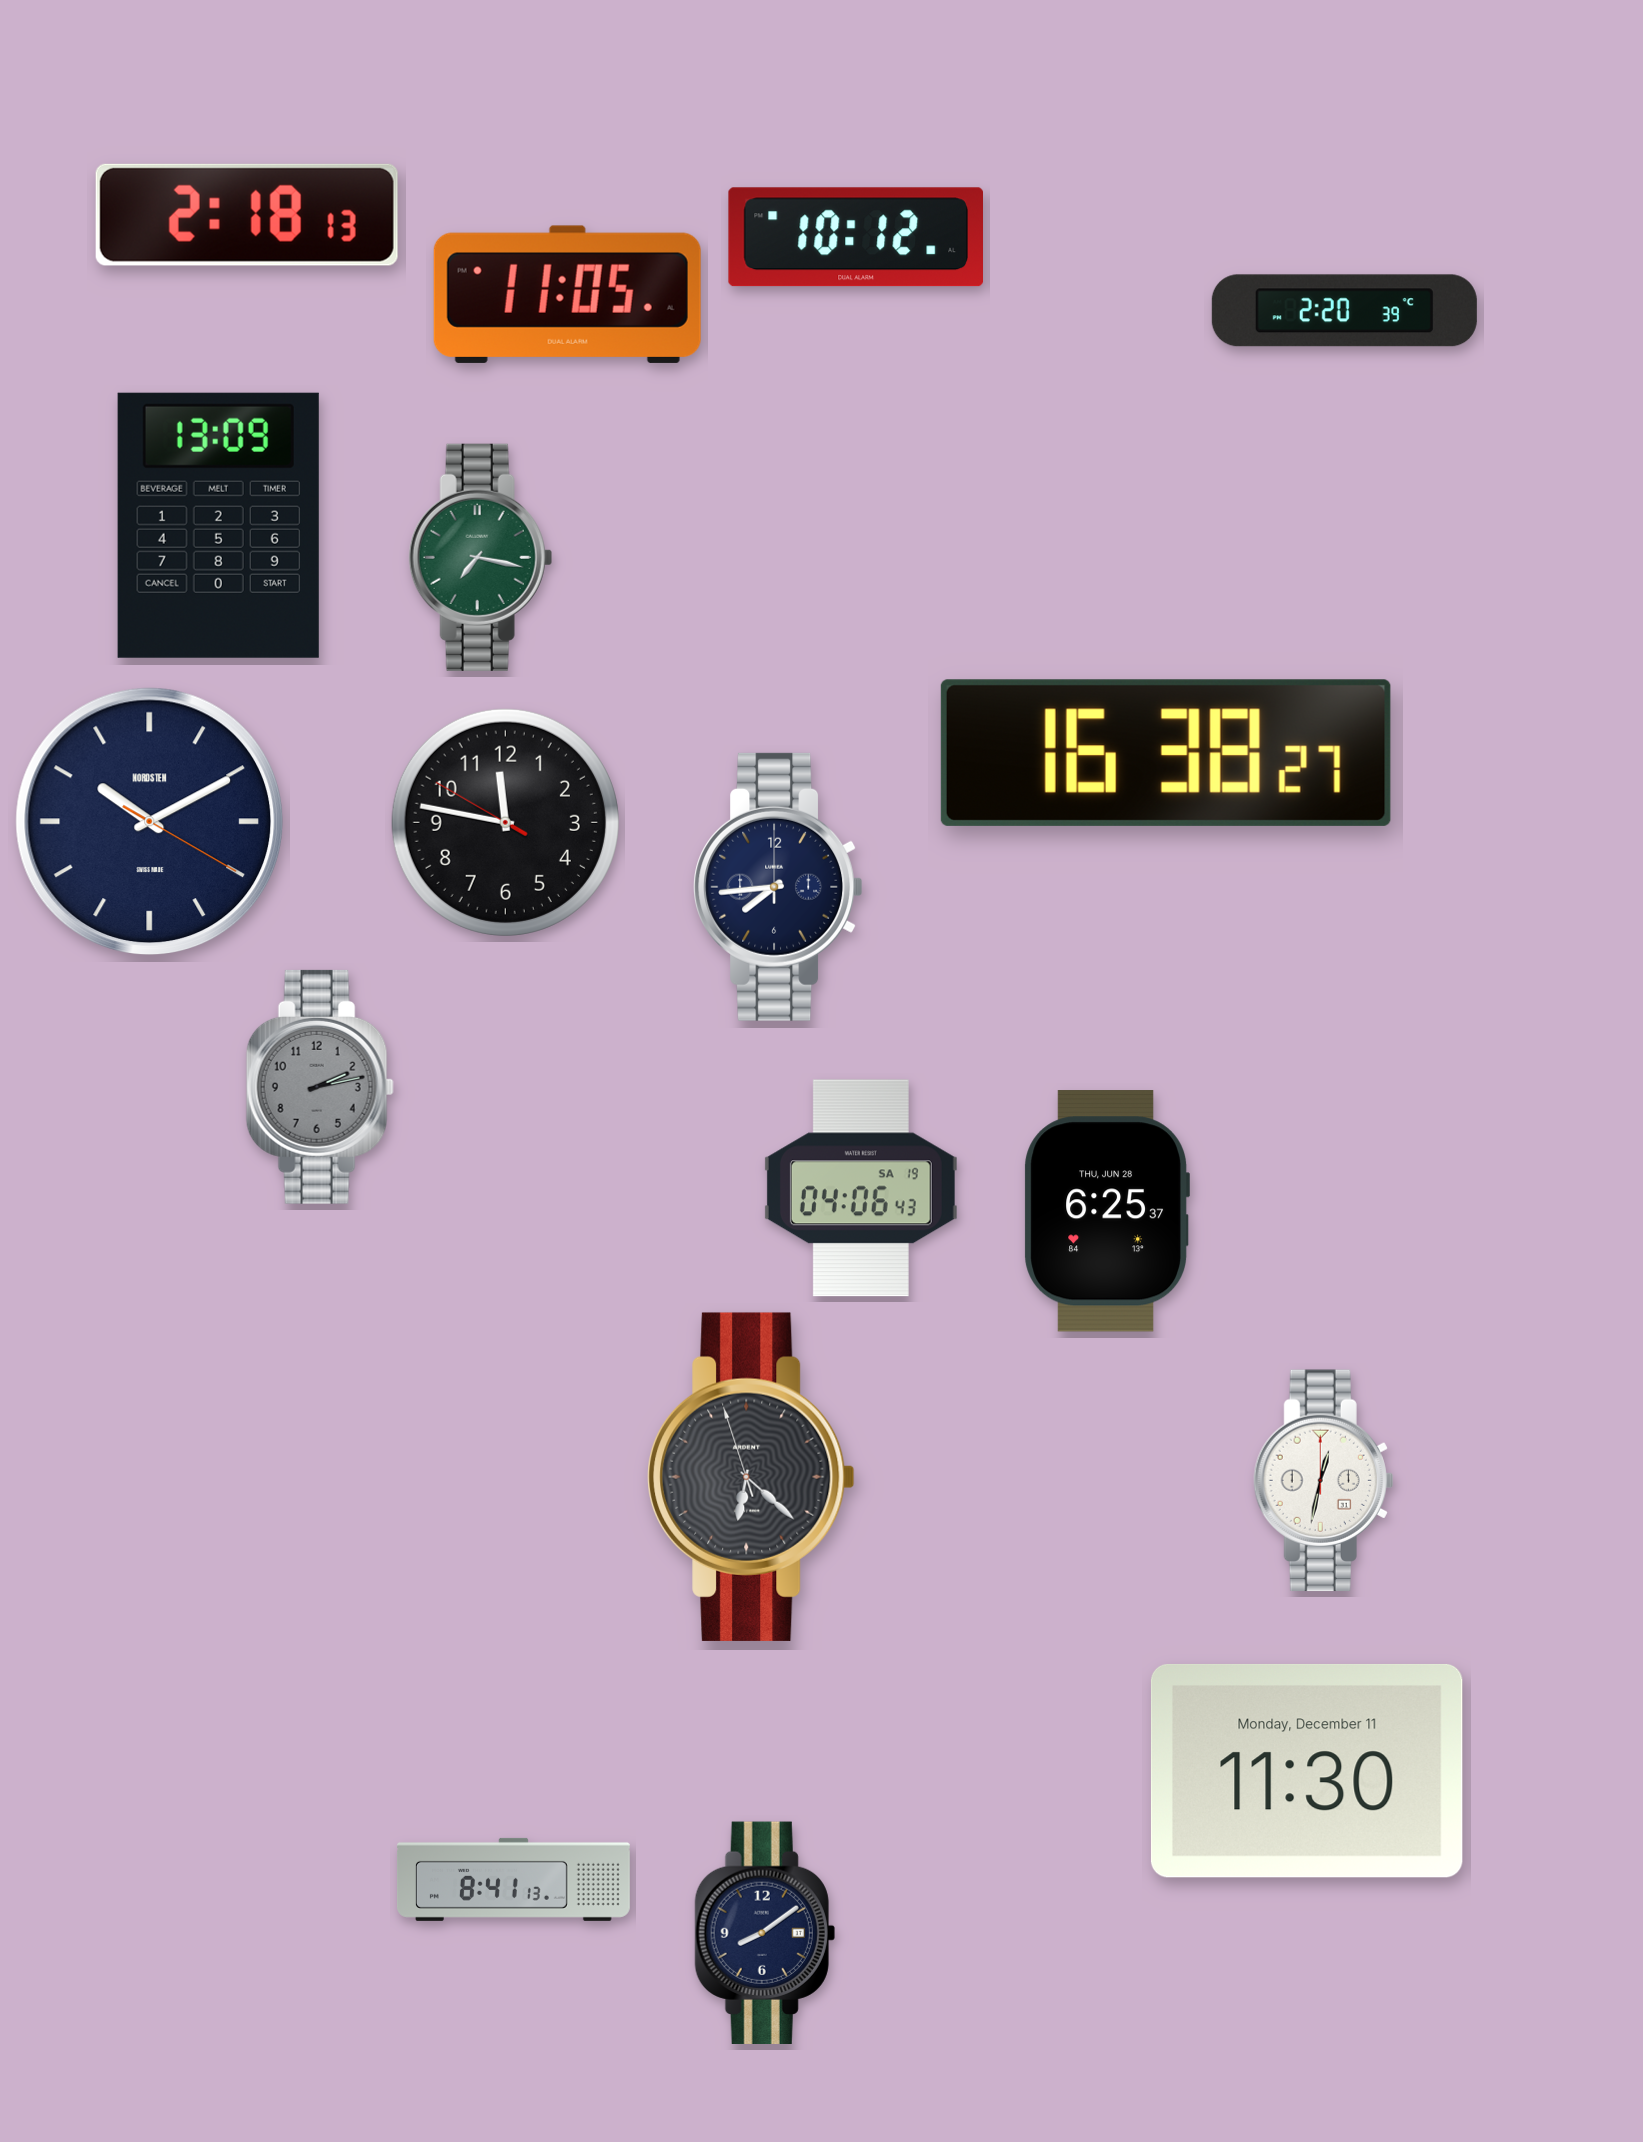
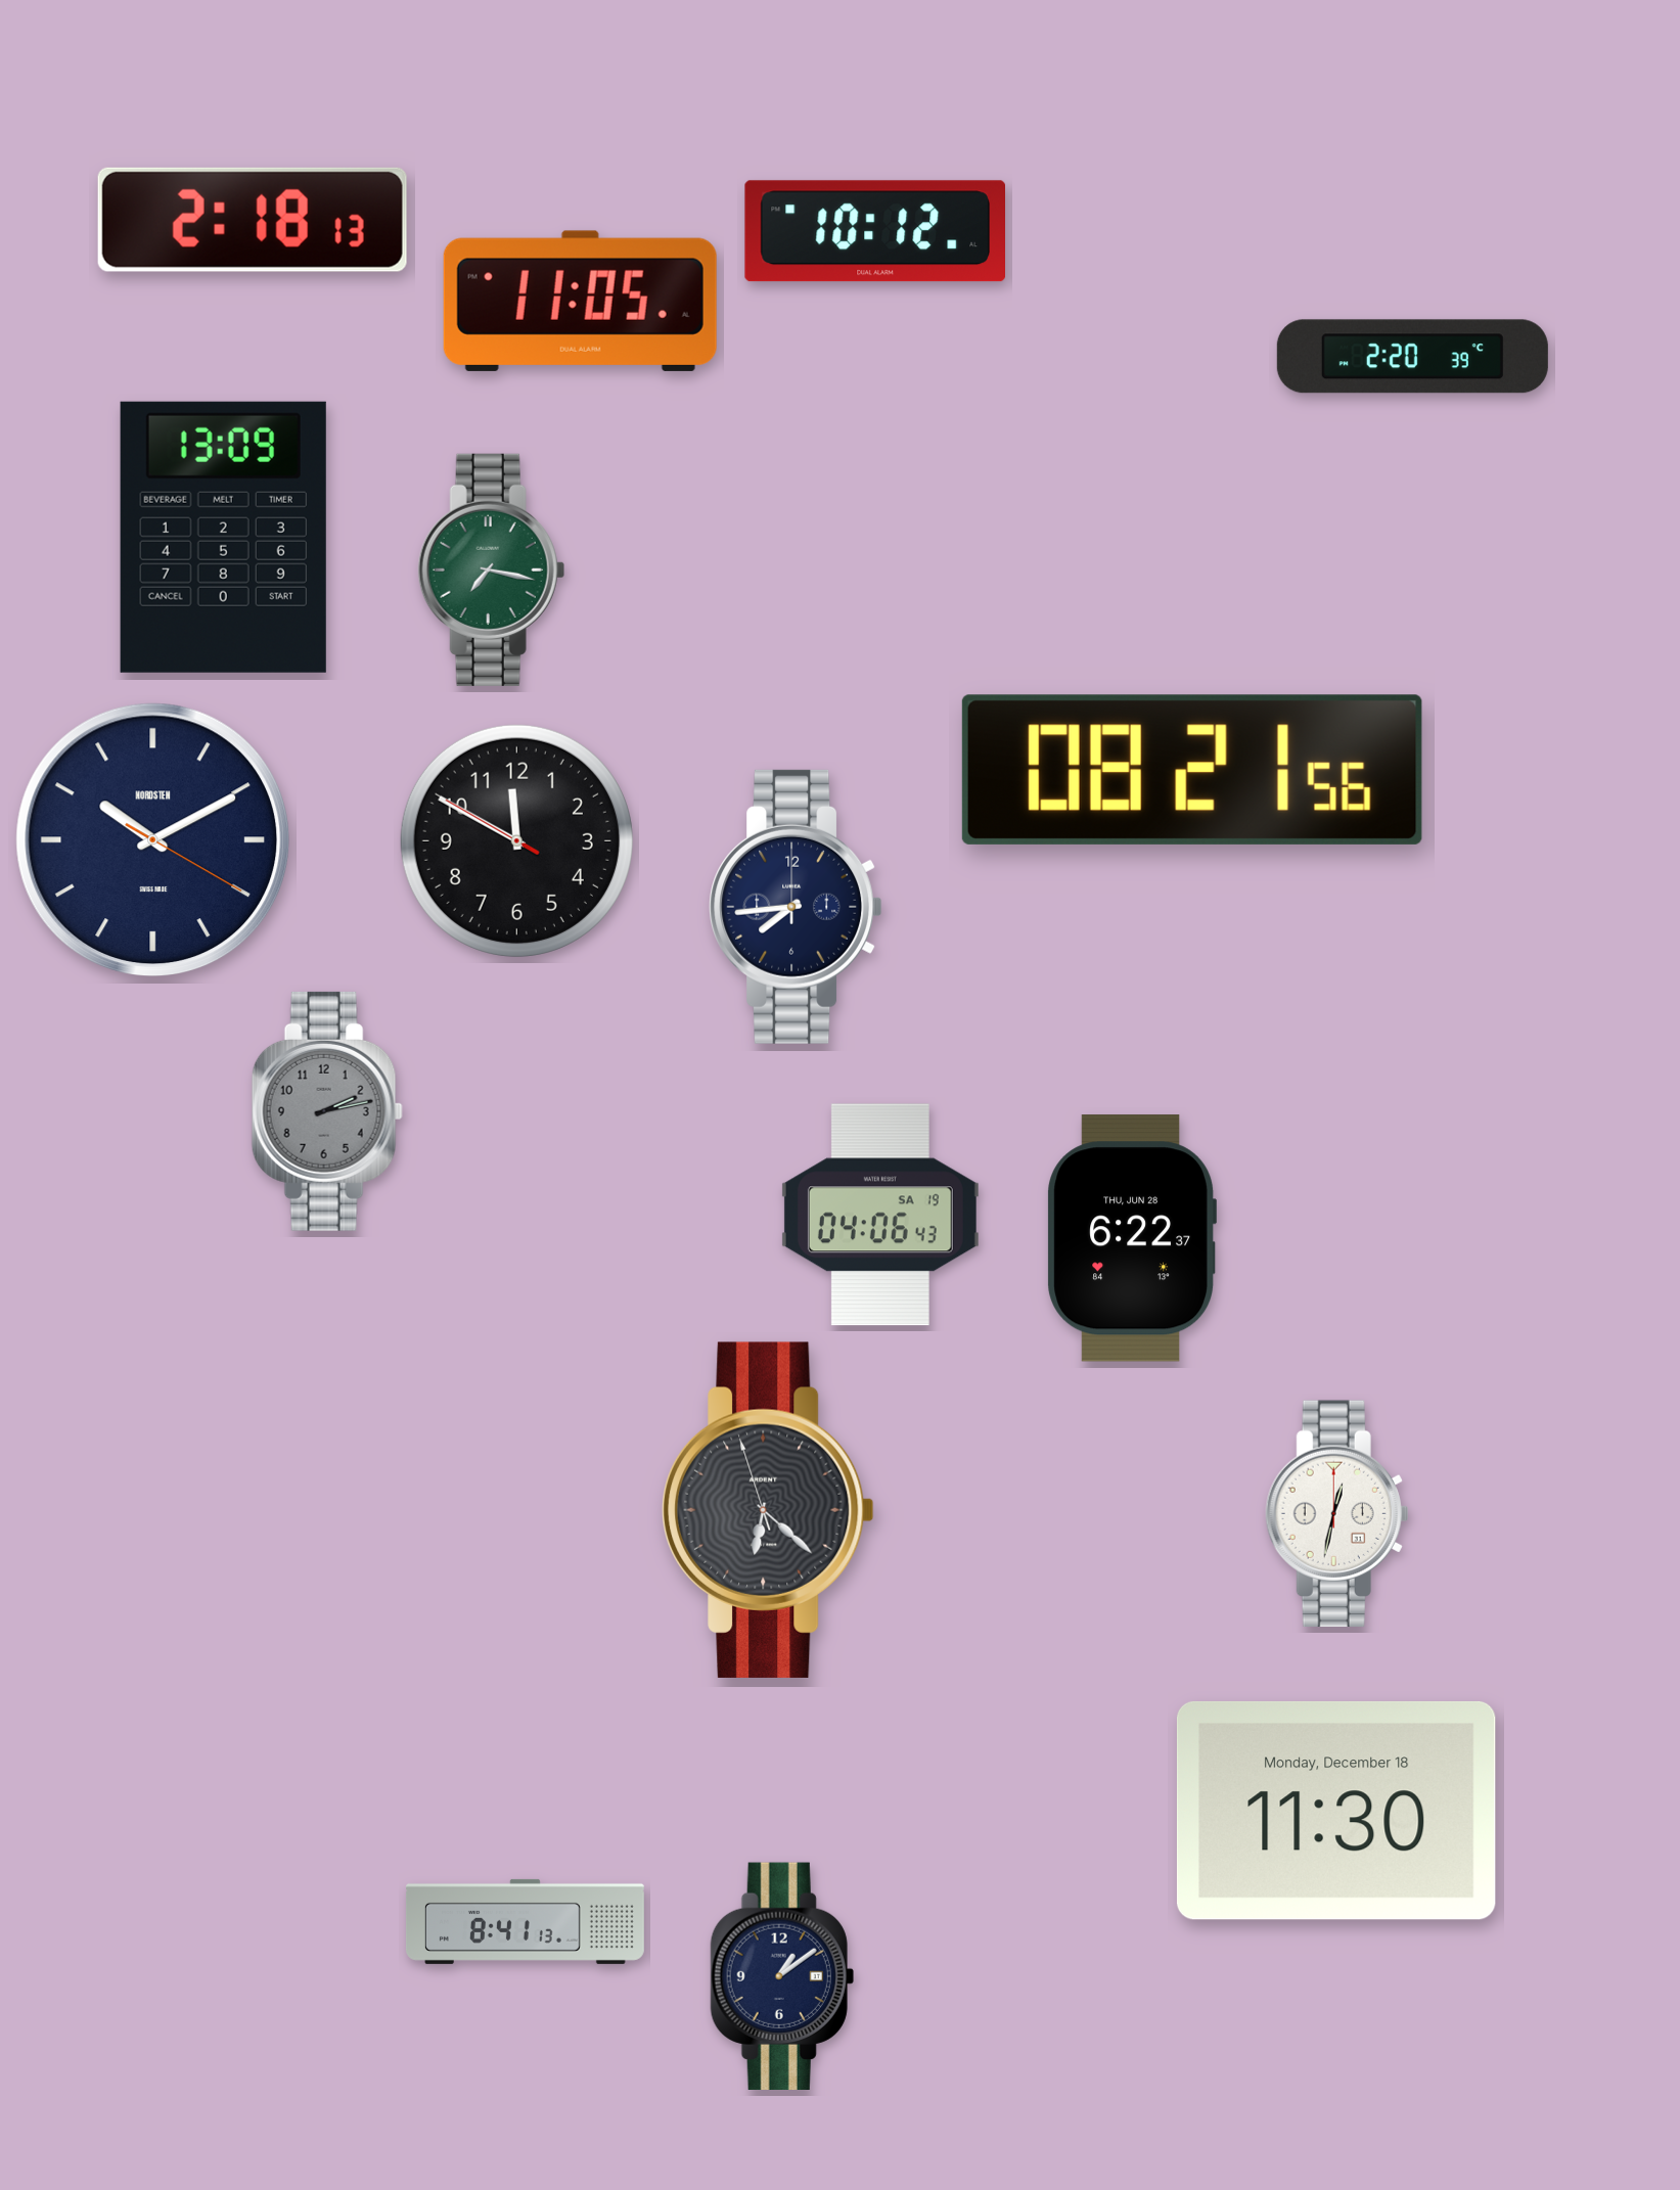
clock at (855, 237) position: (855, 237) -> (874, 231)
clock at (1344, 311) position: (1344, 311) -> (1412, 357)
clock at (1166, 753): 16:38 -> 08:21
clock at (505, 822): 11:46 -> 11:49
clock at (1107, 1211): 6:25 -> 6:22
clock at (1324, 1481) position: (1324, 1481) -> (1337, 1514)
clock at (1307, 1771) date: Monday, December 11 -> Monday, December 18
clock at (765, 1932): 8:09 -> 1:09
